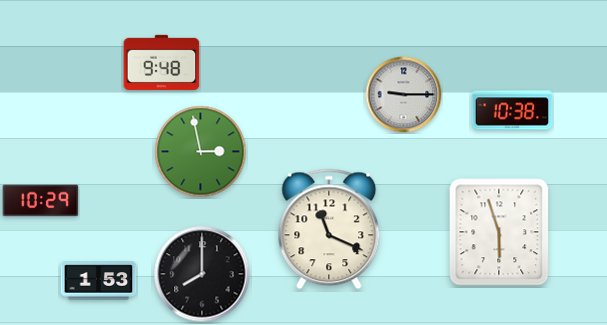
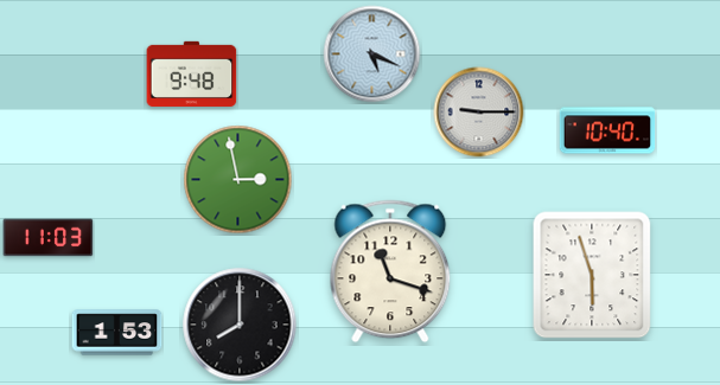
clock at (372, 54): none -> 5:19
clock at (512, 110): 10:38 -> 10:40
clock at (41, 201): 10:29 -> 11:03
clock at (329, 229): 11:19 -> 11:18
